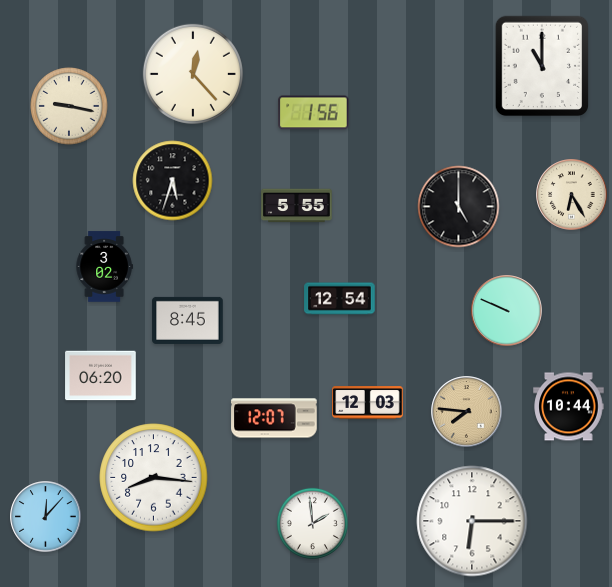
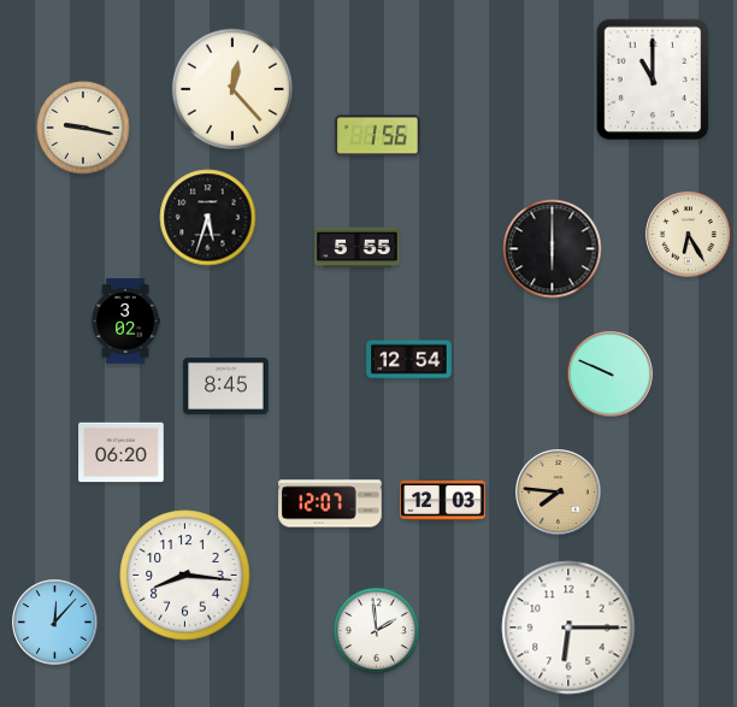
clock at (459, 207): 5:00 -> 6:00
clock at (368, 403) position: (368, 403) -> (443, 501)
clock at (569, 407): 10:44 -> none
clock at (467, 412) position: (467, 412) -> (559, 493)
